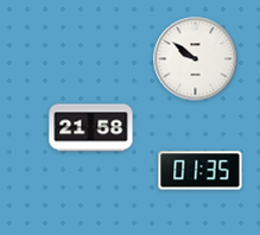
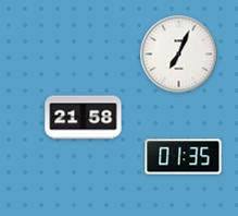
clock at (196, 59): 9:51 -> 7:04
